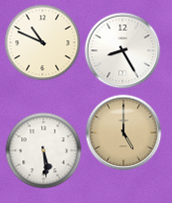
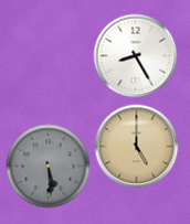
clock at (43, 43): 10:49 -> none
clock at (44, 151) dial: white -> grey
